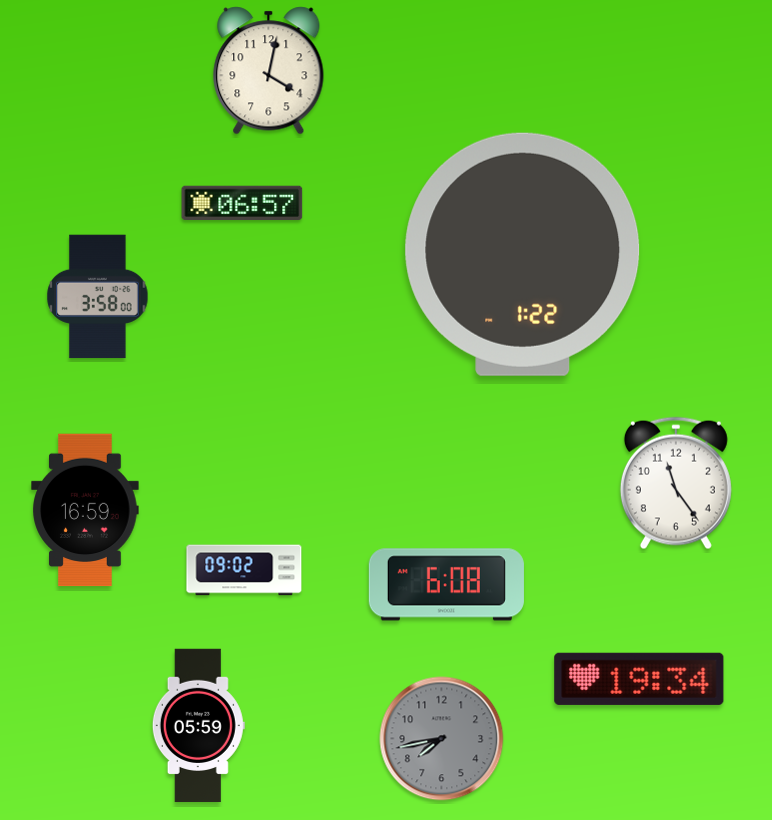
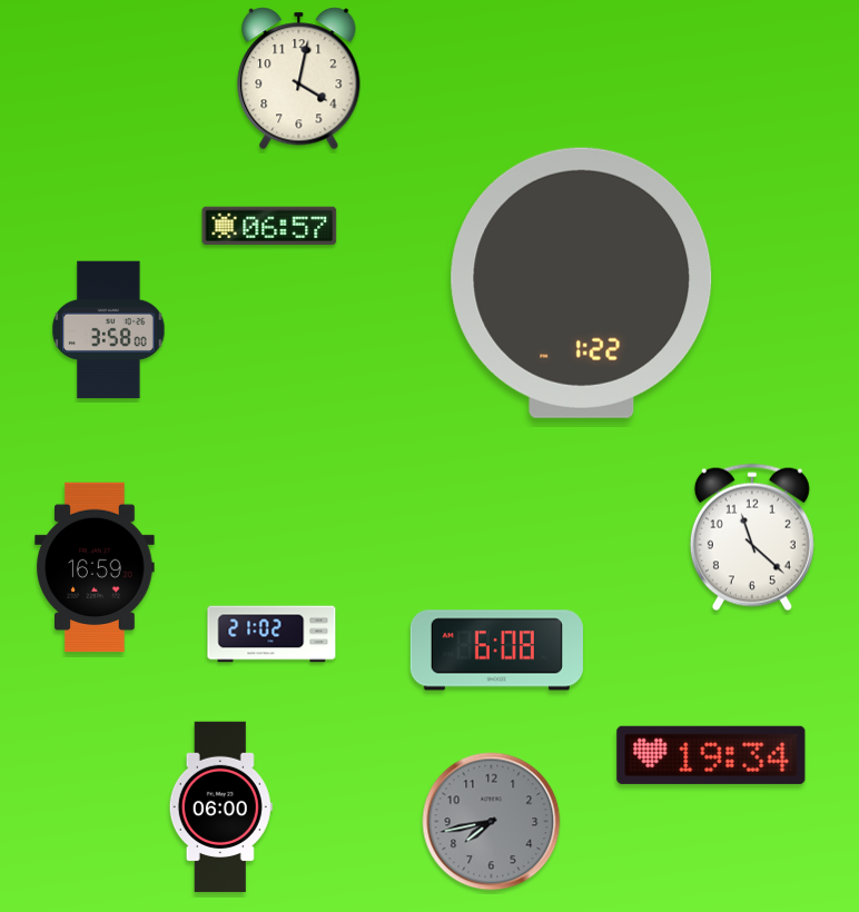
clock at (676, 483): 11:24 -> 11:22
clock at (244, 570): 09:02 -> 21:02
clock at (198, 726): 05:59 -> 06:00
